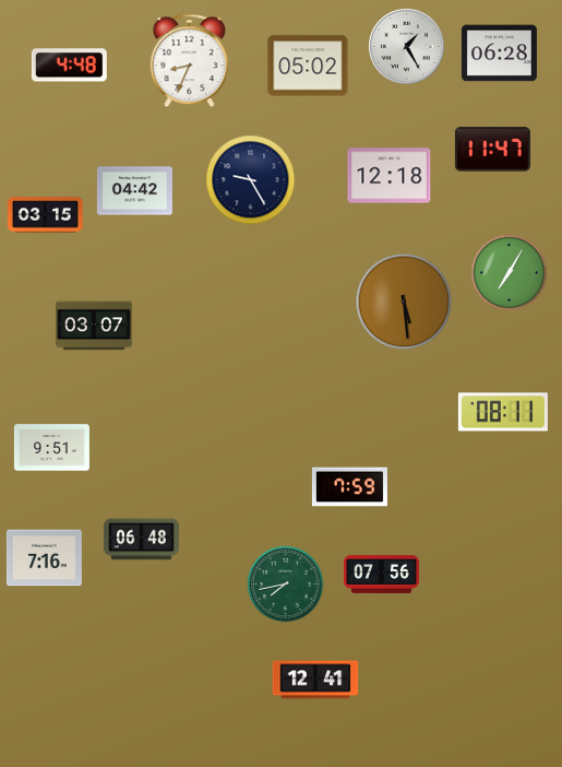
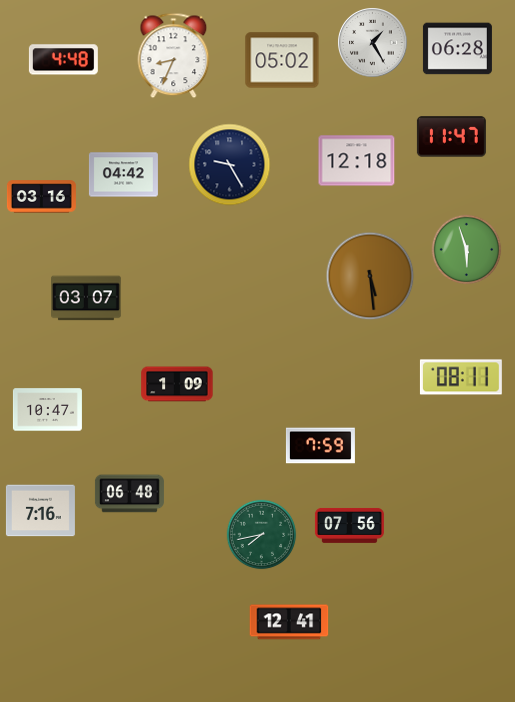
clock at (45, 215): 03:15 -> 03:16
clock at (510, 273): 7:05 -> 5:57
clock at (177, 384): none -> 1:09
clock at (51, 448): 9:51 -> 10:47
